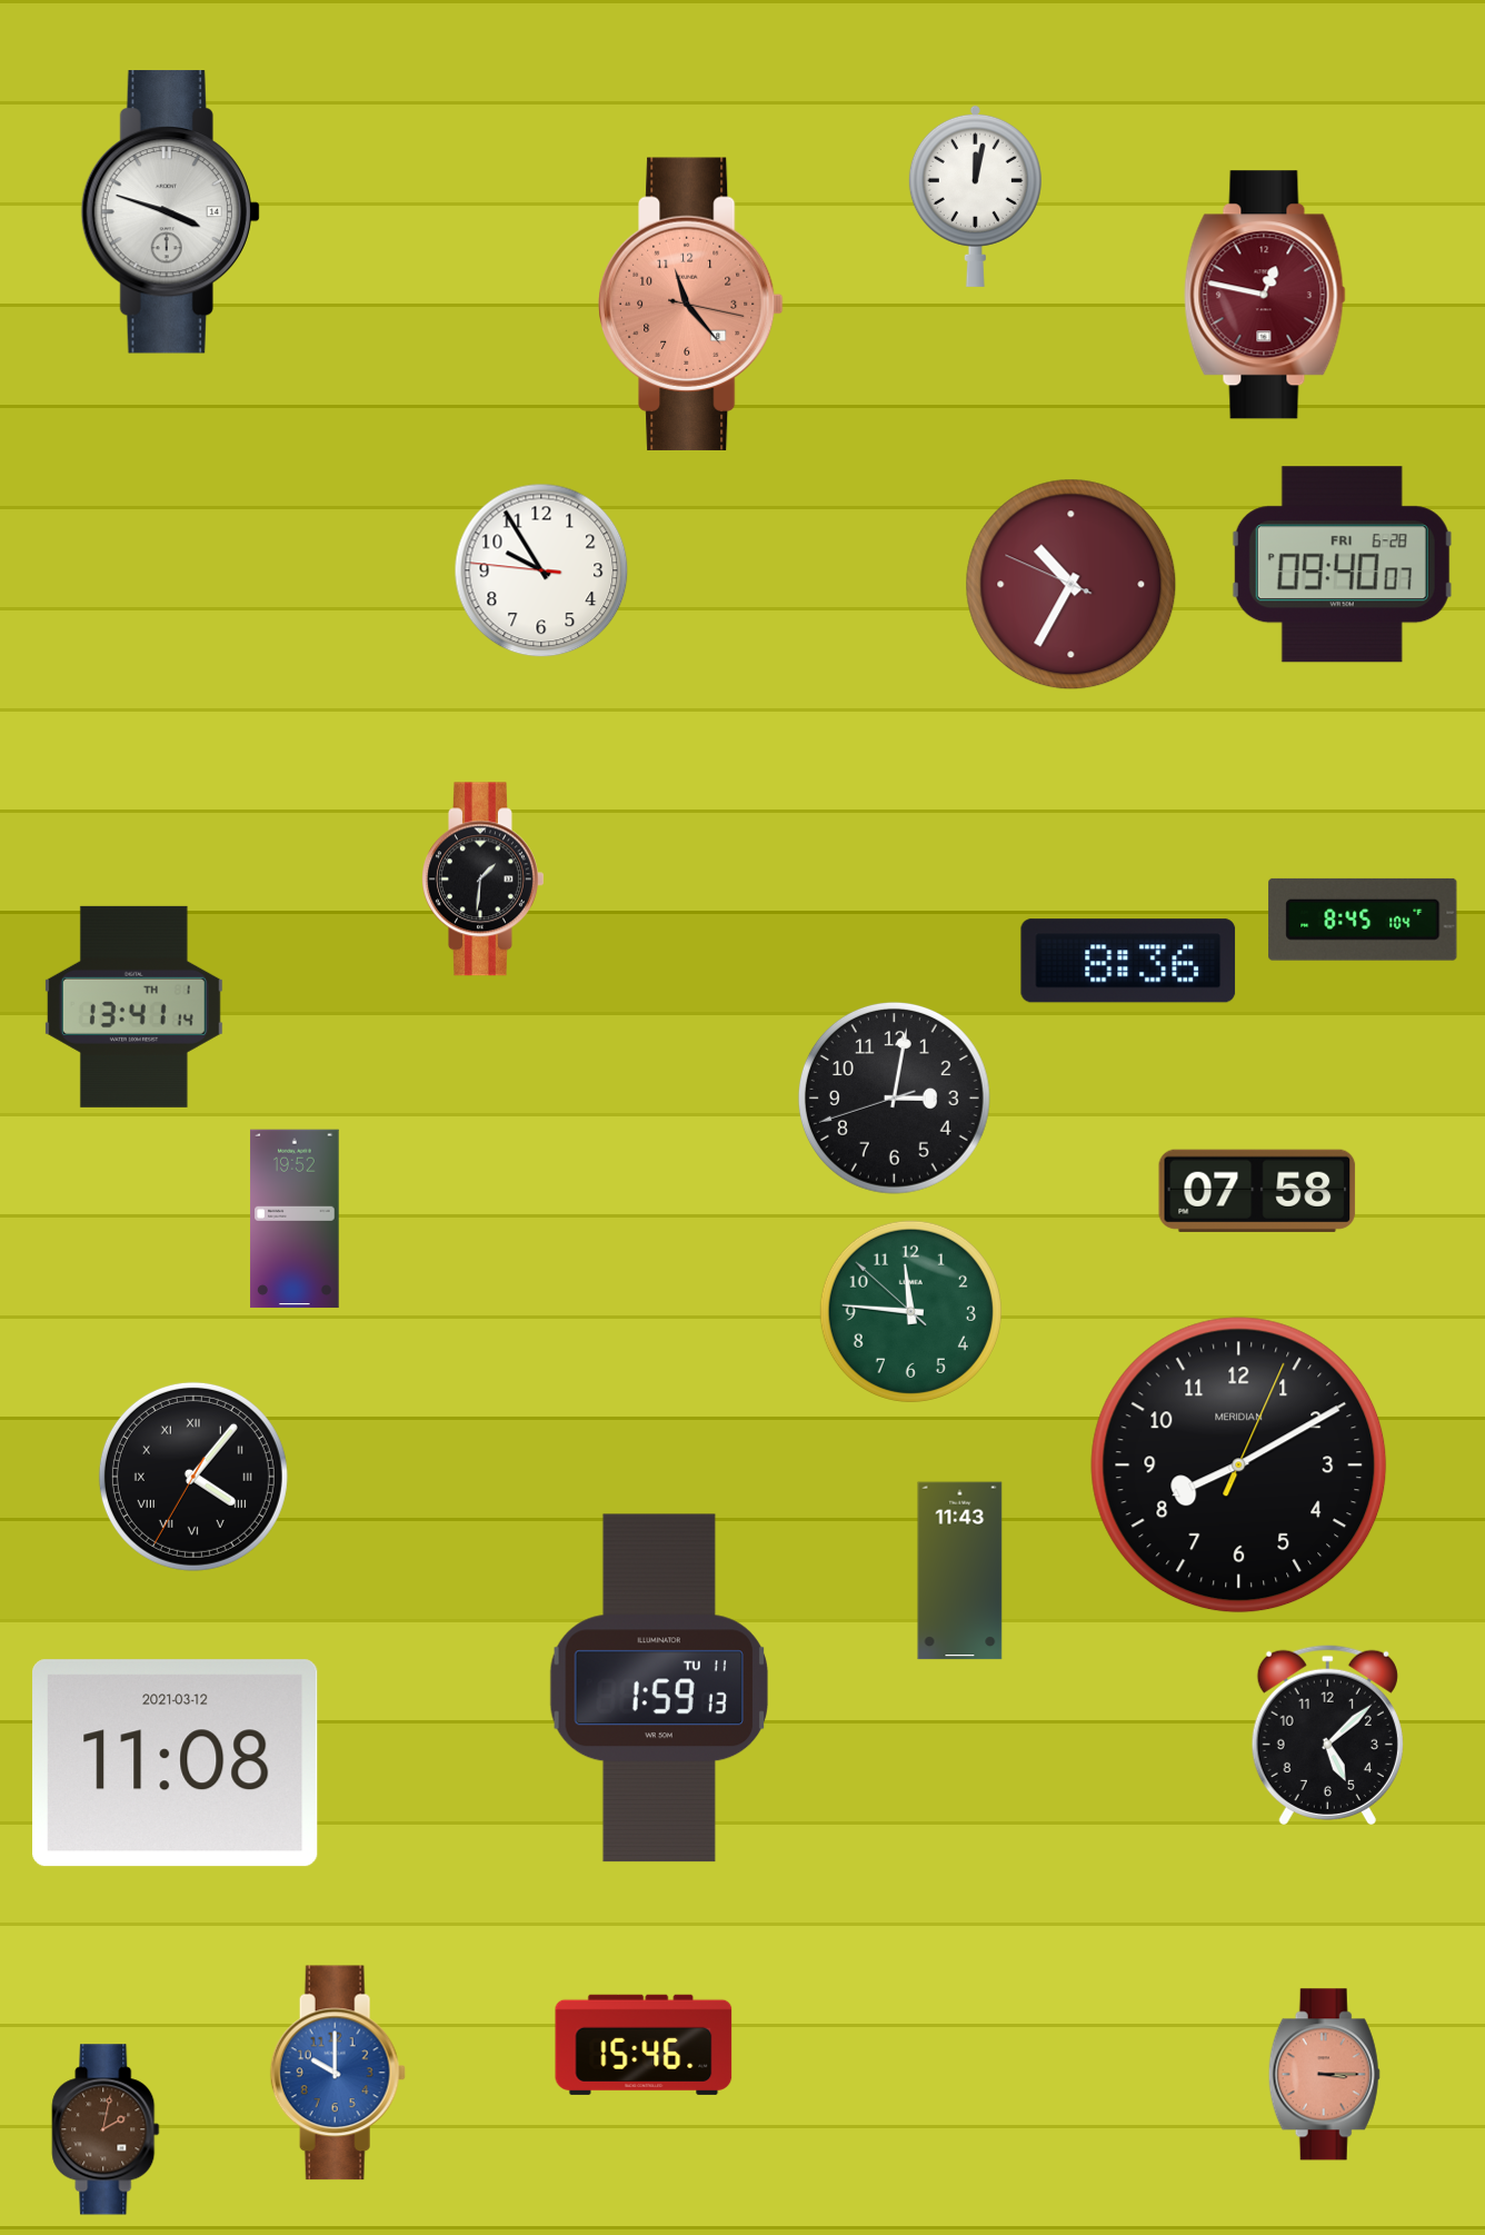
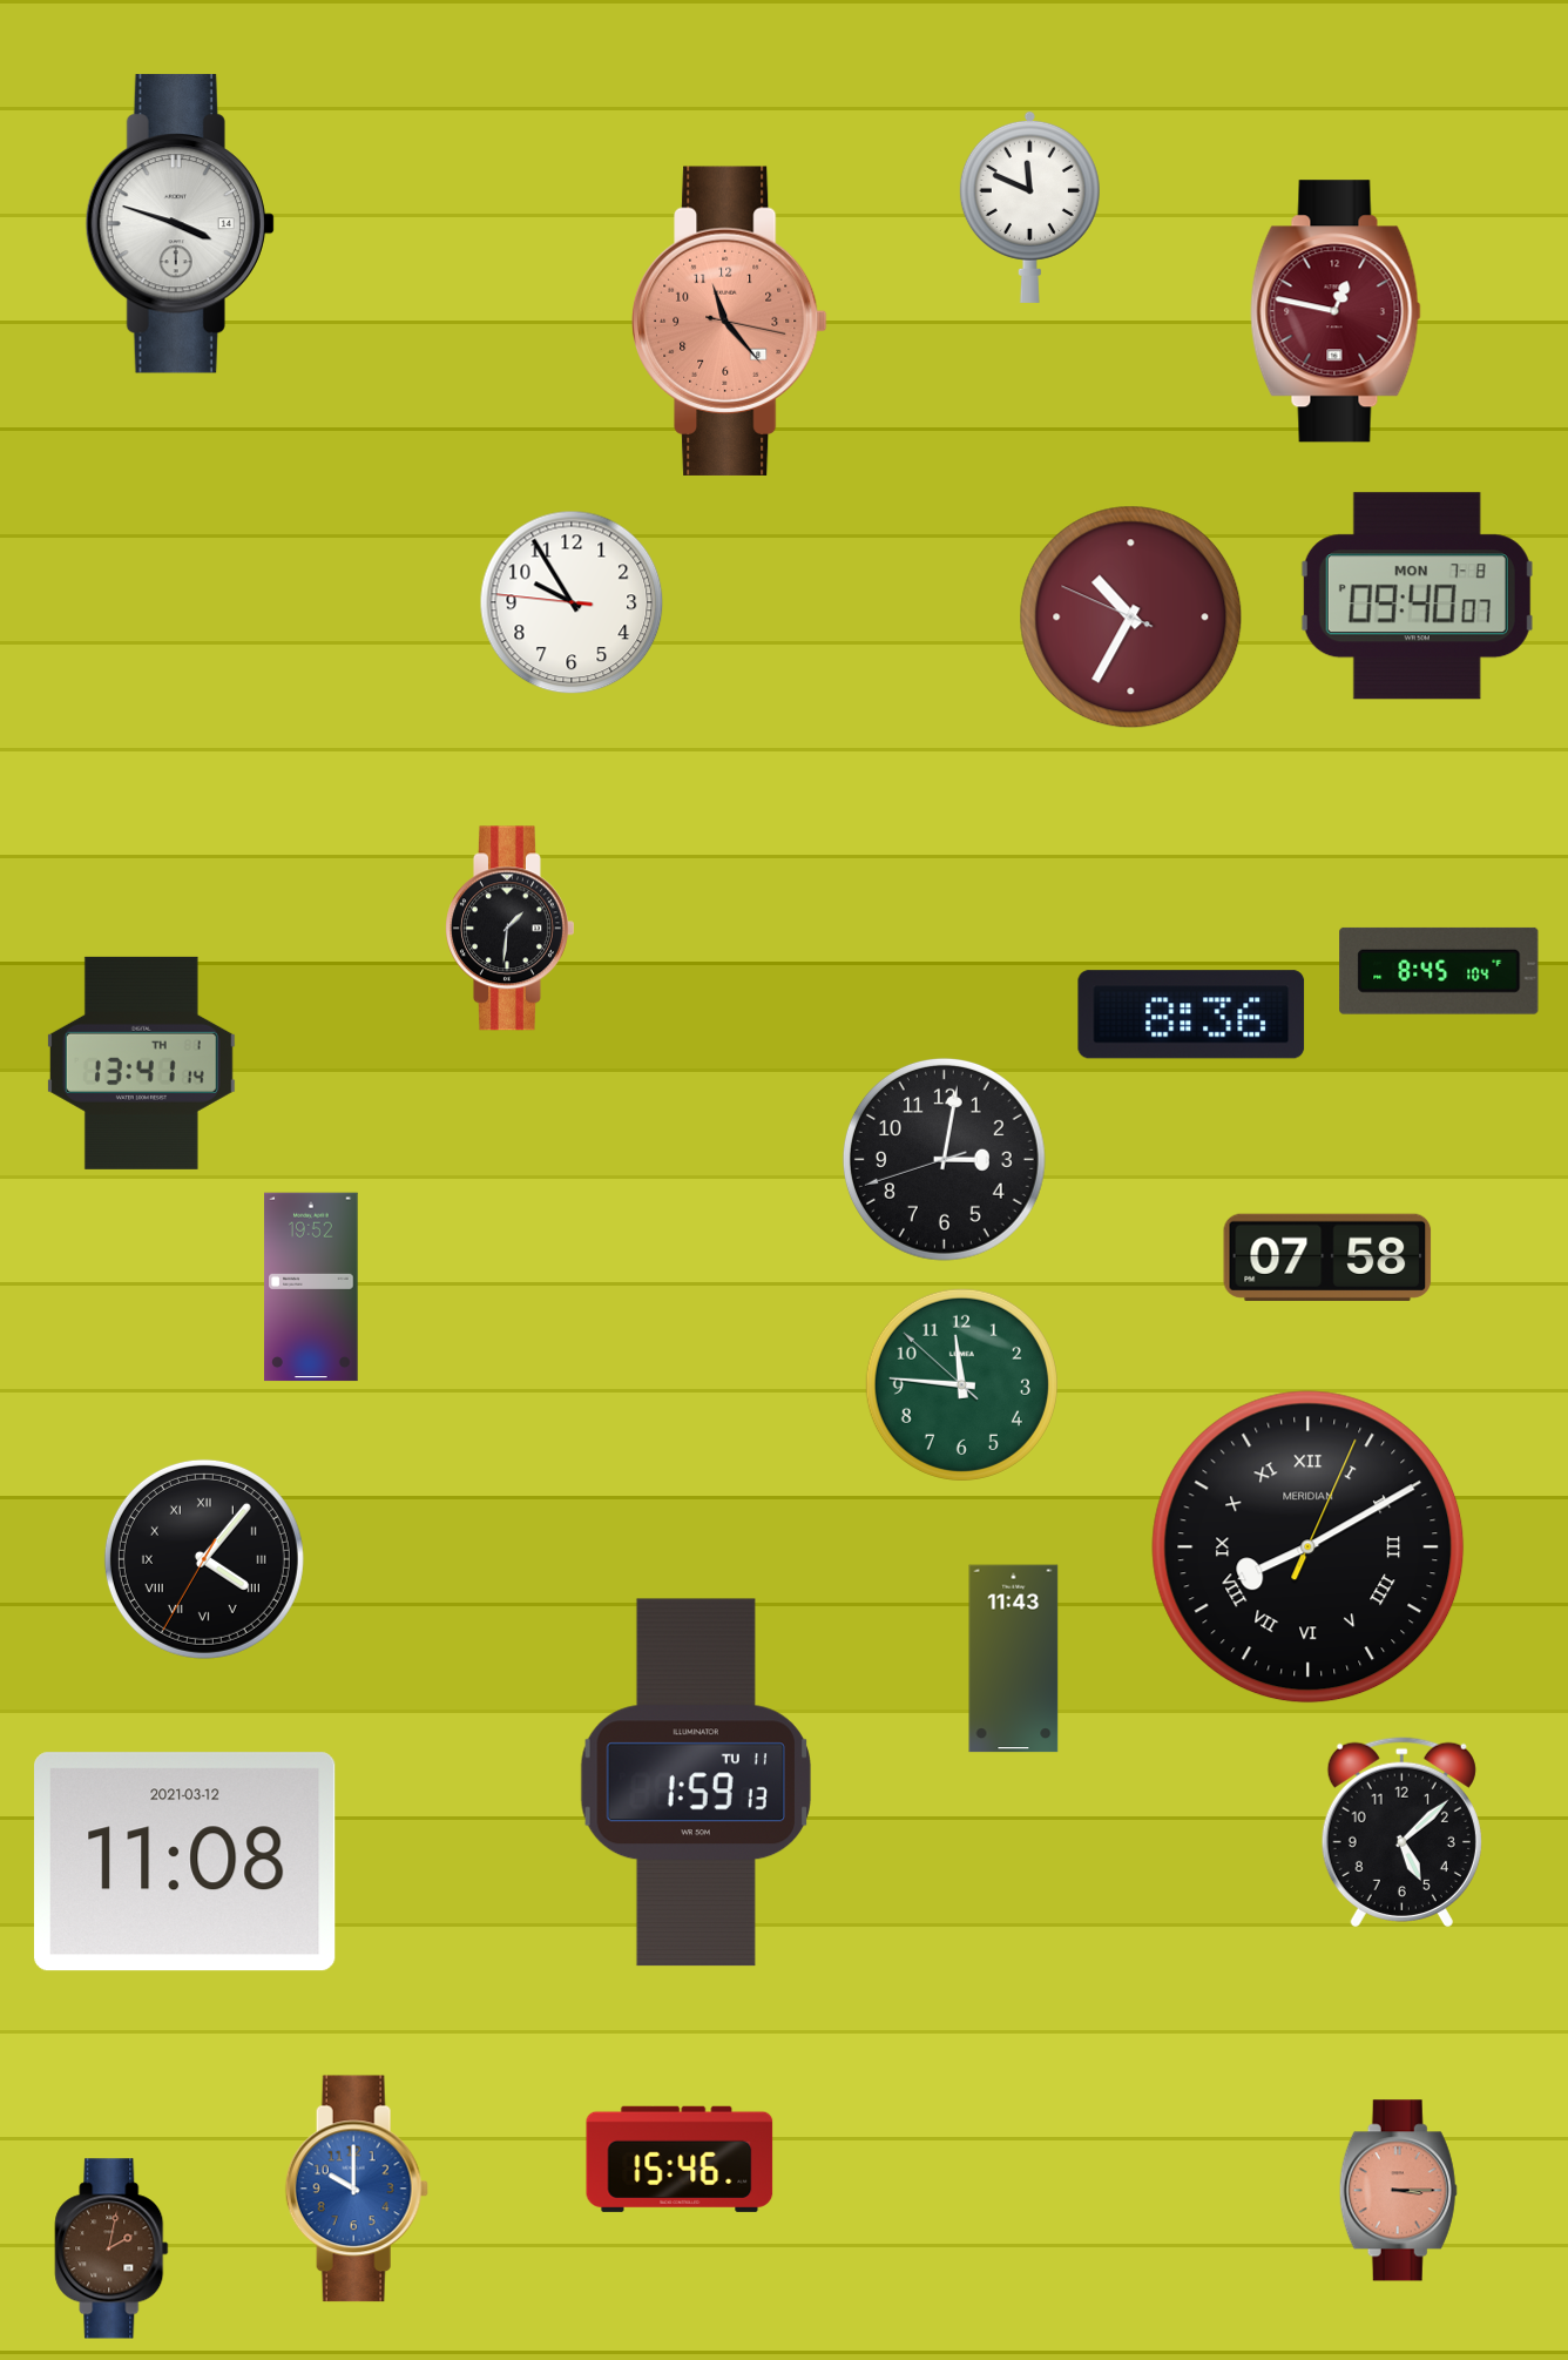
clock at (975, 196): 12:02 -> 11:49
clock at (1342, 565) date: FRI 6-28 -> MON 7-8
clock at (1239, 1466) numerals: Arabic -> Roman
